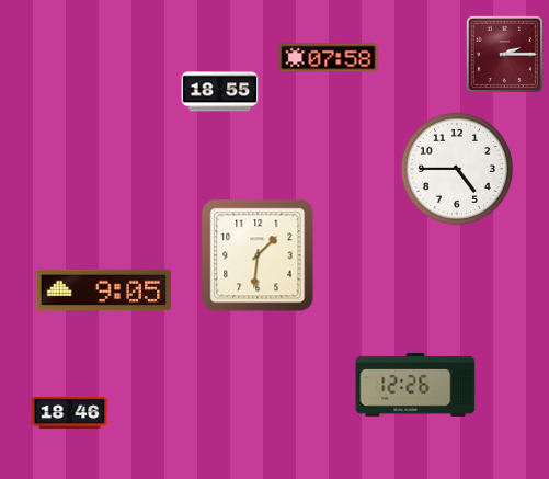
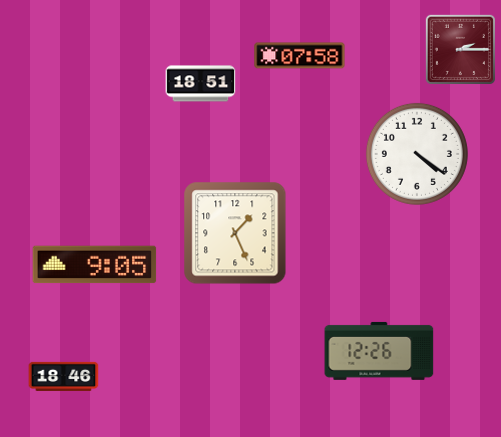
clock at (329, 58) position: (329, 58) -> (300, 56)
clock at (220, 92): 18:55 -> 18:51
clock at (457, 169): 4:45 -> 4:21
clock at (258, 255): 1:31 -> 1:26
